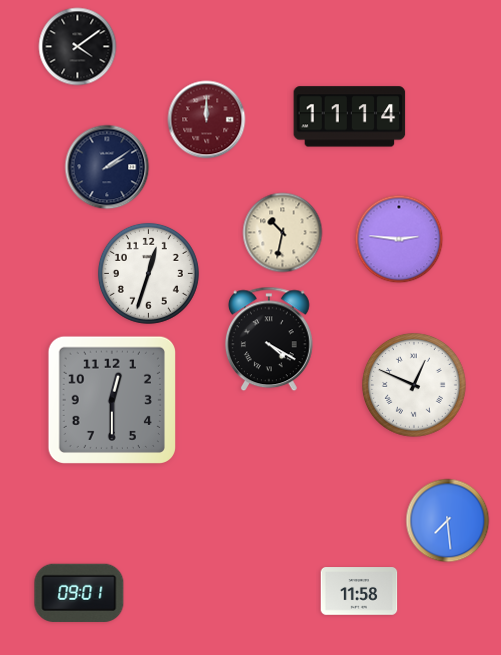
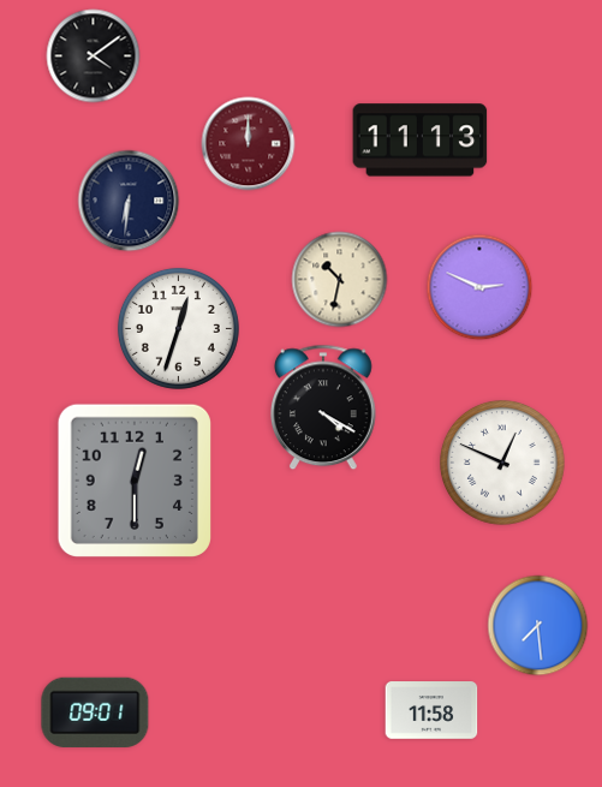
clock at (350, 117): 11:14 -> 11:13
clock at (107, 167): 2:09 -> 6:31
clock at (399, 239): 2:46 -> 2:49
clock at (415, 386) position: (415, 386) -> (503, 464)
